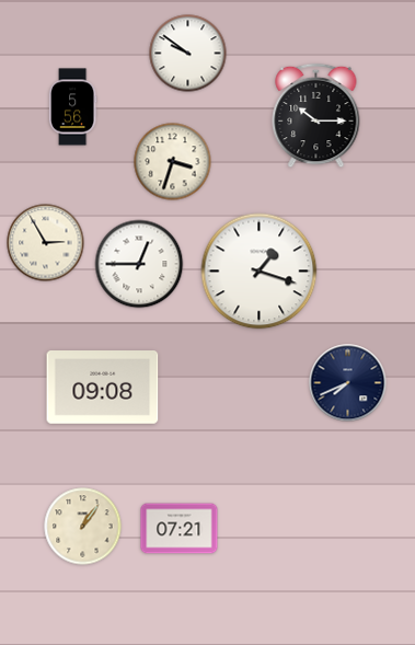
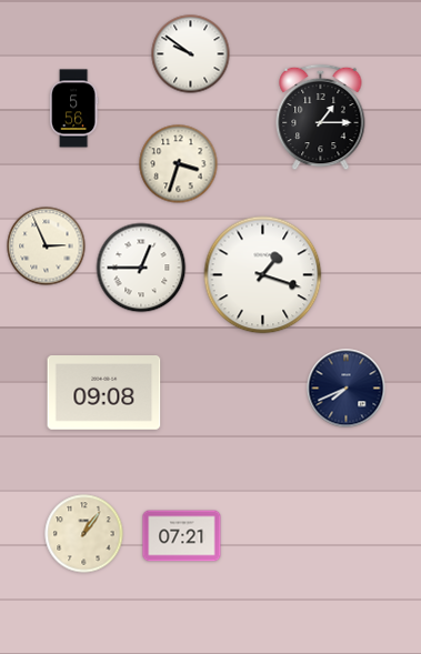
clock at (316, 116): 10:15 -> 1:15
clock at (173, 162) position: (173, 162) -> (179, 164)
clock at (46, 243): 2:55 -> 2:56
clock at (348, 383) position: (348, 383) -> (347, 389)
